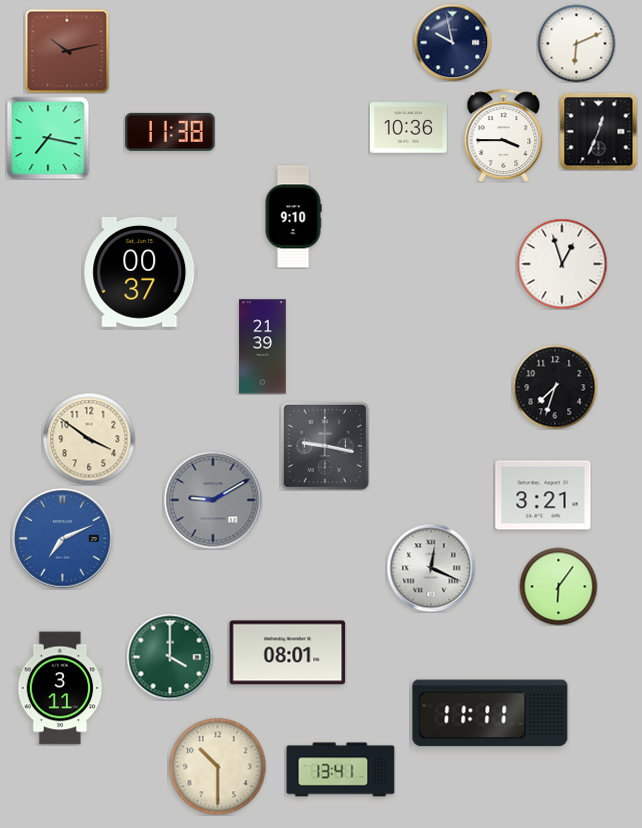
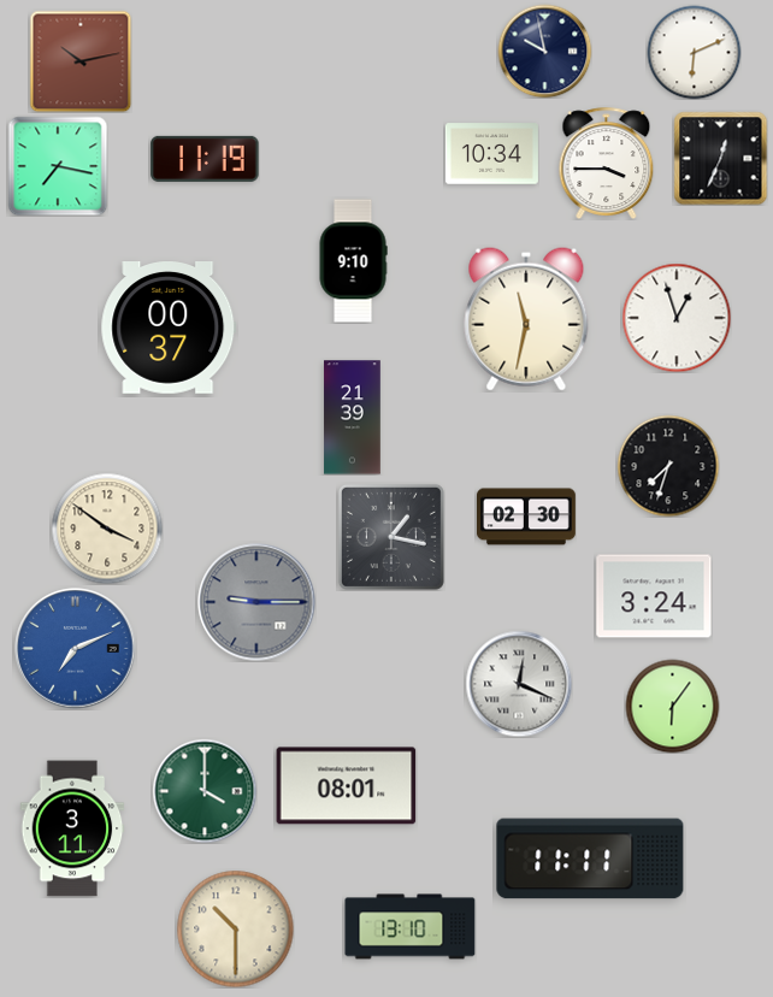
clock at (408, 128): 10:36 -> 10:34
clock at (170, 132): 11:38 -> 11:19
clock at (526, 319): none -> 11:32
clock at (263, 347) position: (263, 347) -> (353, 418)
clock at (527, 517): none -> 02:30
clock at (325, 446): 9:17 -> 1:17
clock at (543, 495): 3:21 -> 3:24
clock at (213, 500): 9:10 -> 9:15
clock at (217, 766) position: (217, 766) -> (235, 928)
clock at (341, 770): 13:41 -> 13:10
